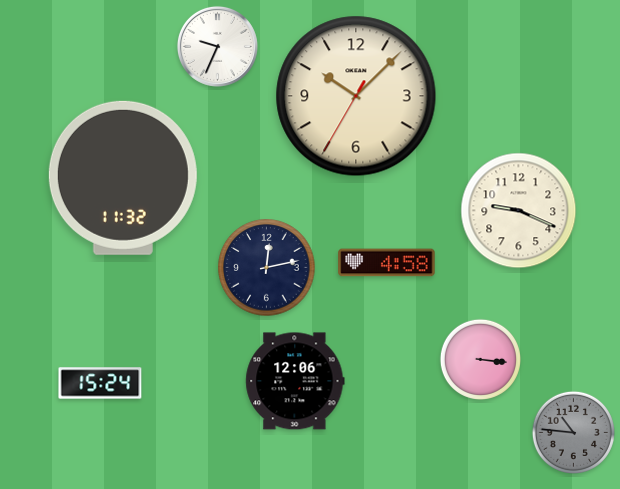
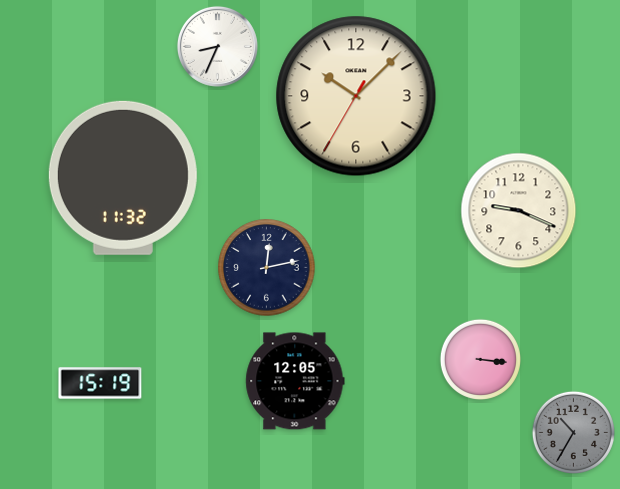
clock at (217, 46): 9:34 -> 8:34
clock at (387, 263): 4:58 -> none
clock at (295, 381): 12:06 -> 12:05
clock at (100, 383): 15:24 -> 15:19
clock at (573, 432): 10:46 -> 10:35
